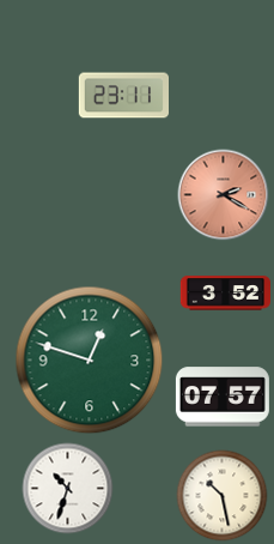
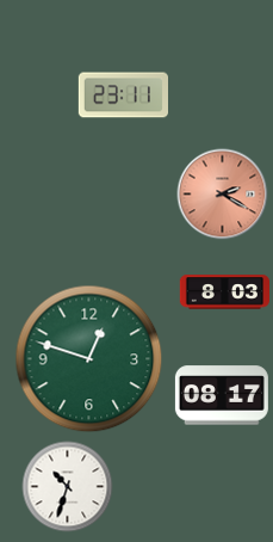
clock at (225, 294): 3:52 -> 8:03
clock at (223, 397): 07:57 -> 08:17
clock at (223, 496): 10:28 -> none
